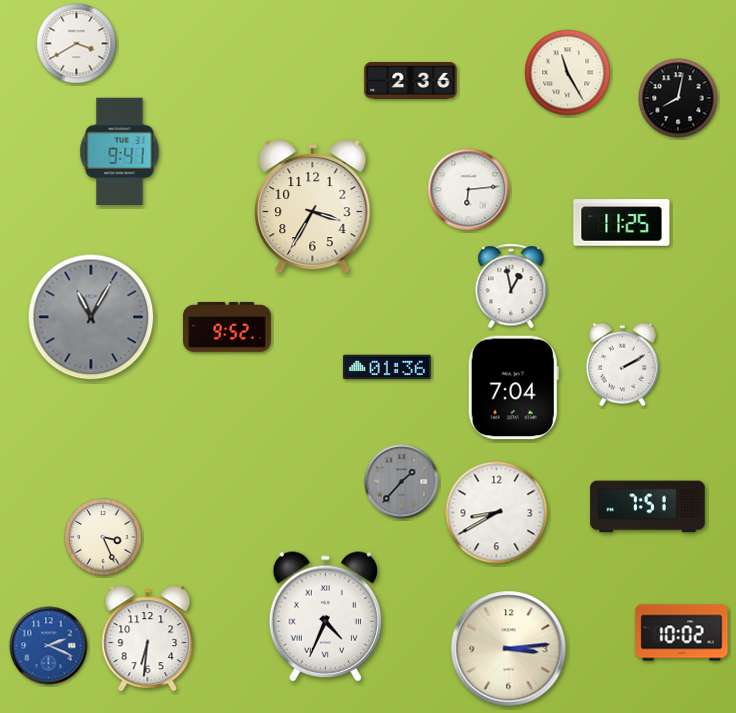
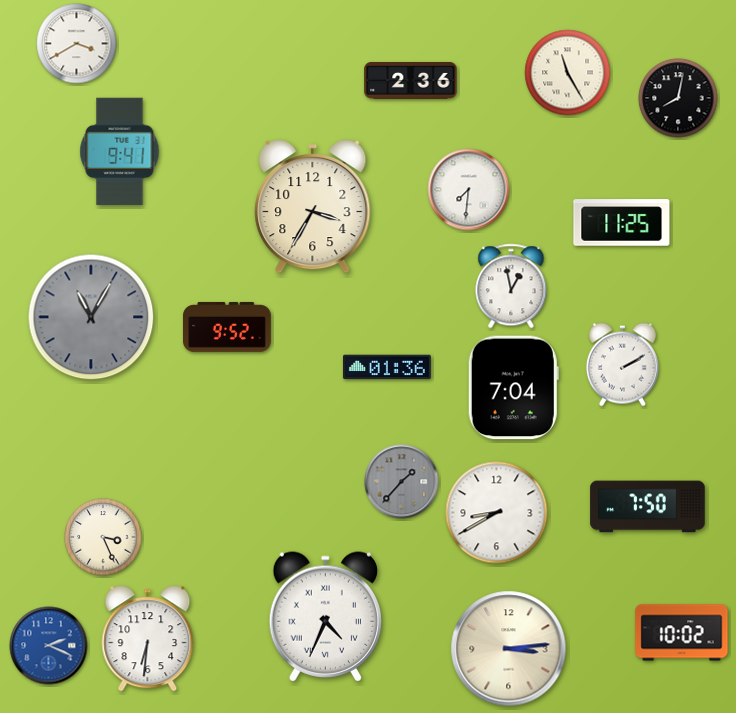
clock at (469, 190): 6:14 -> 7:31
clock at (648, 507): 7:51 -> 7:50
